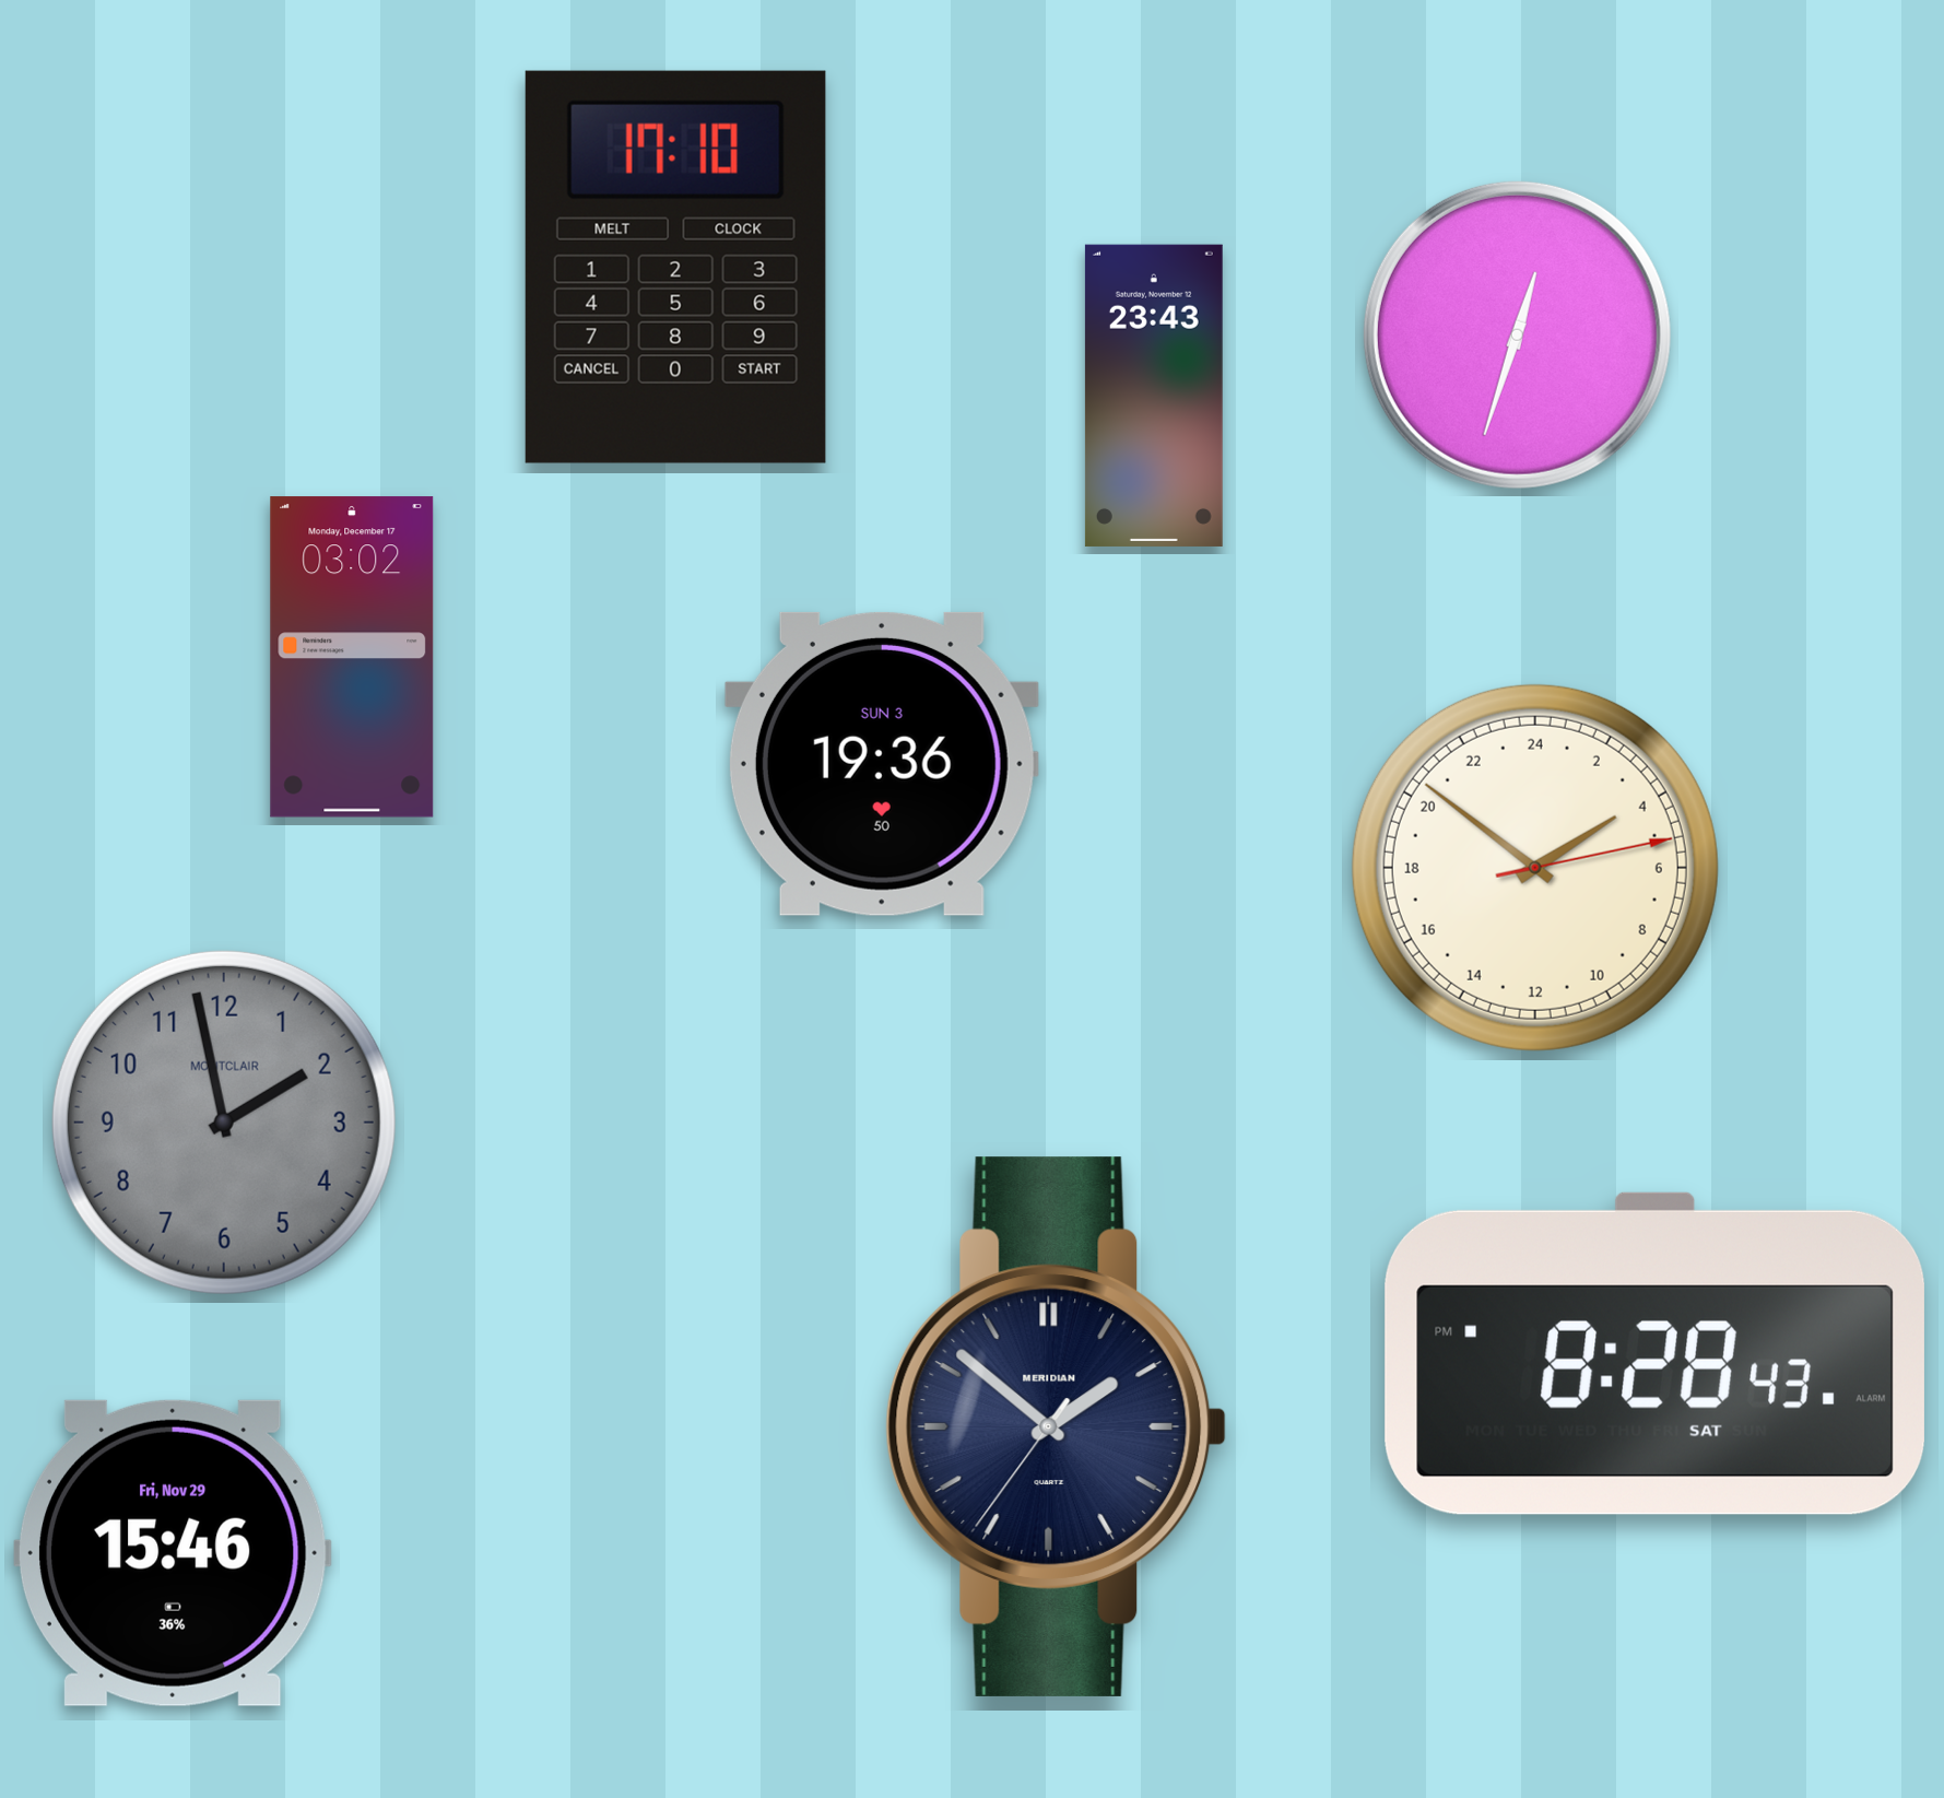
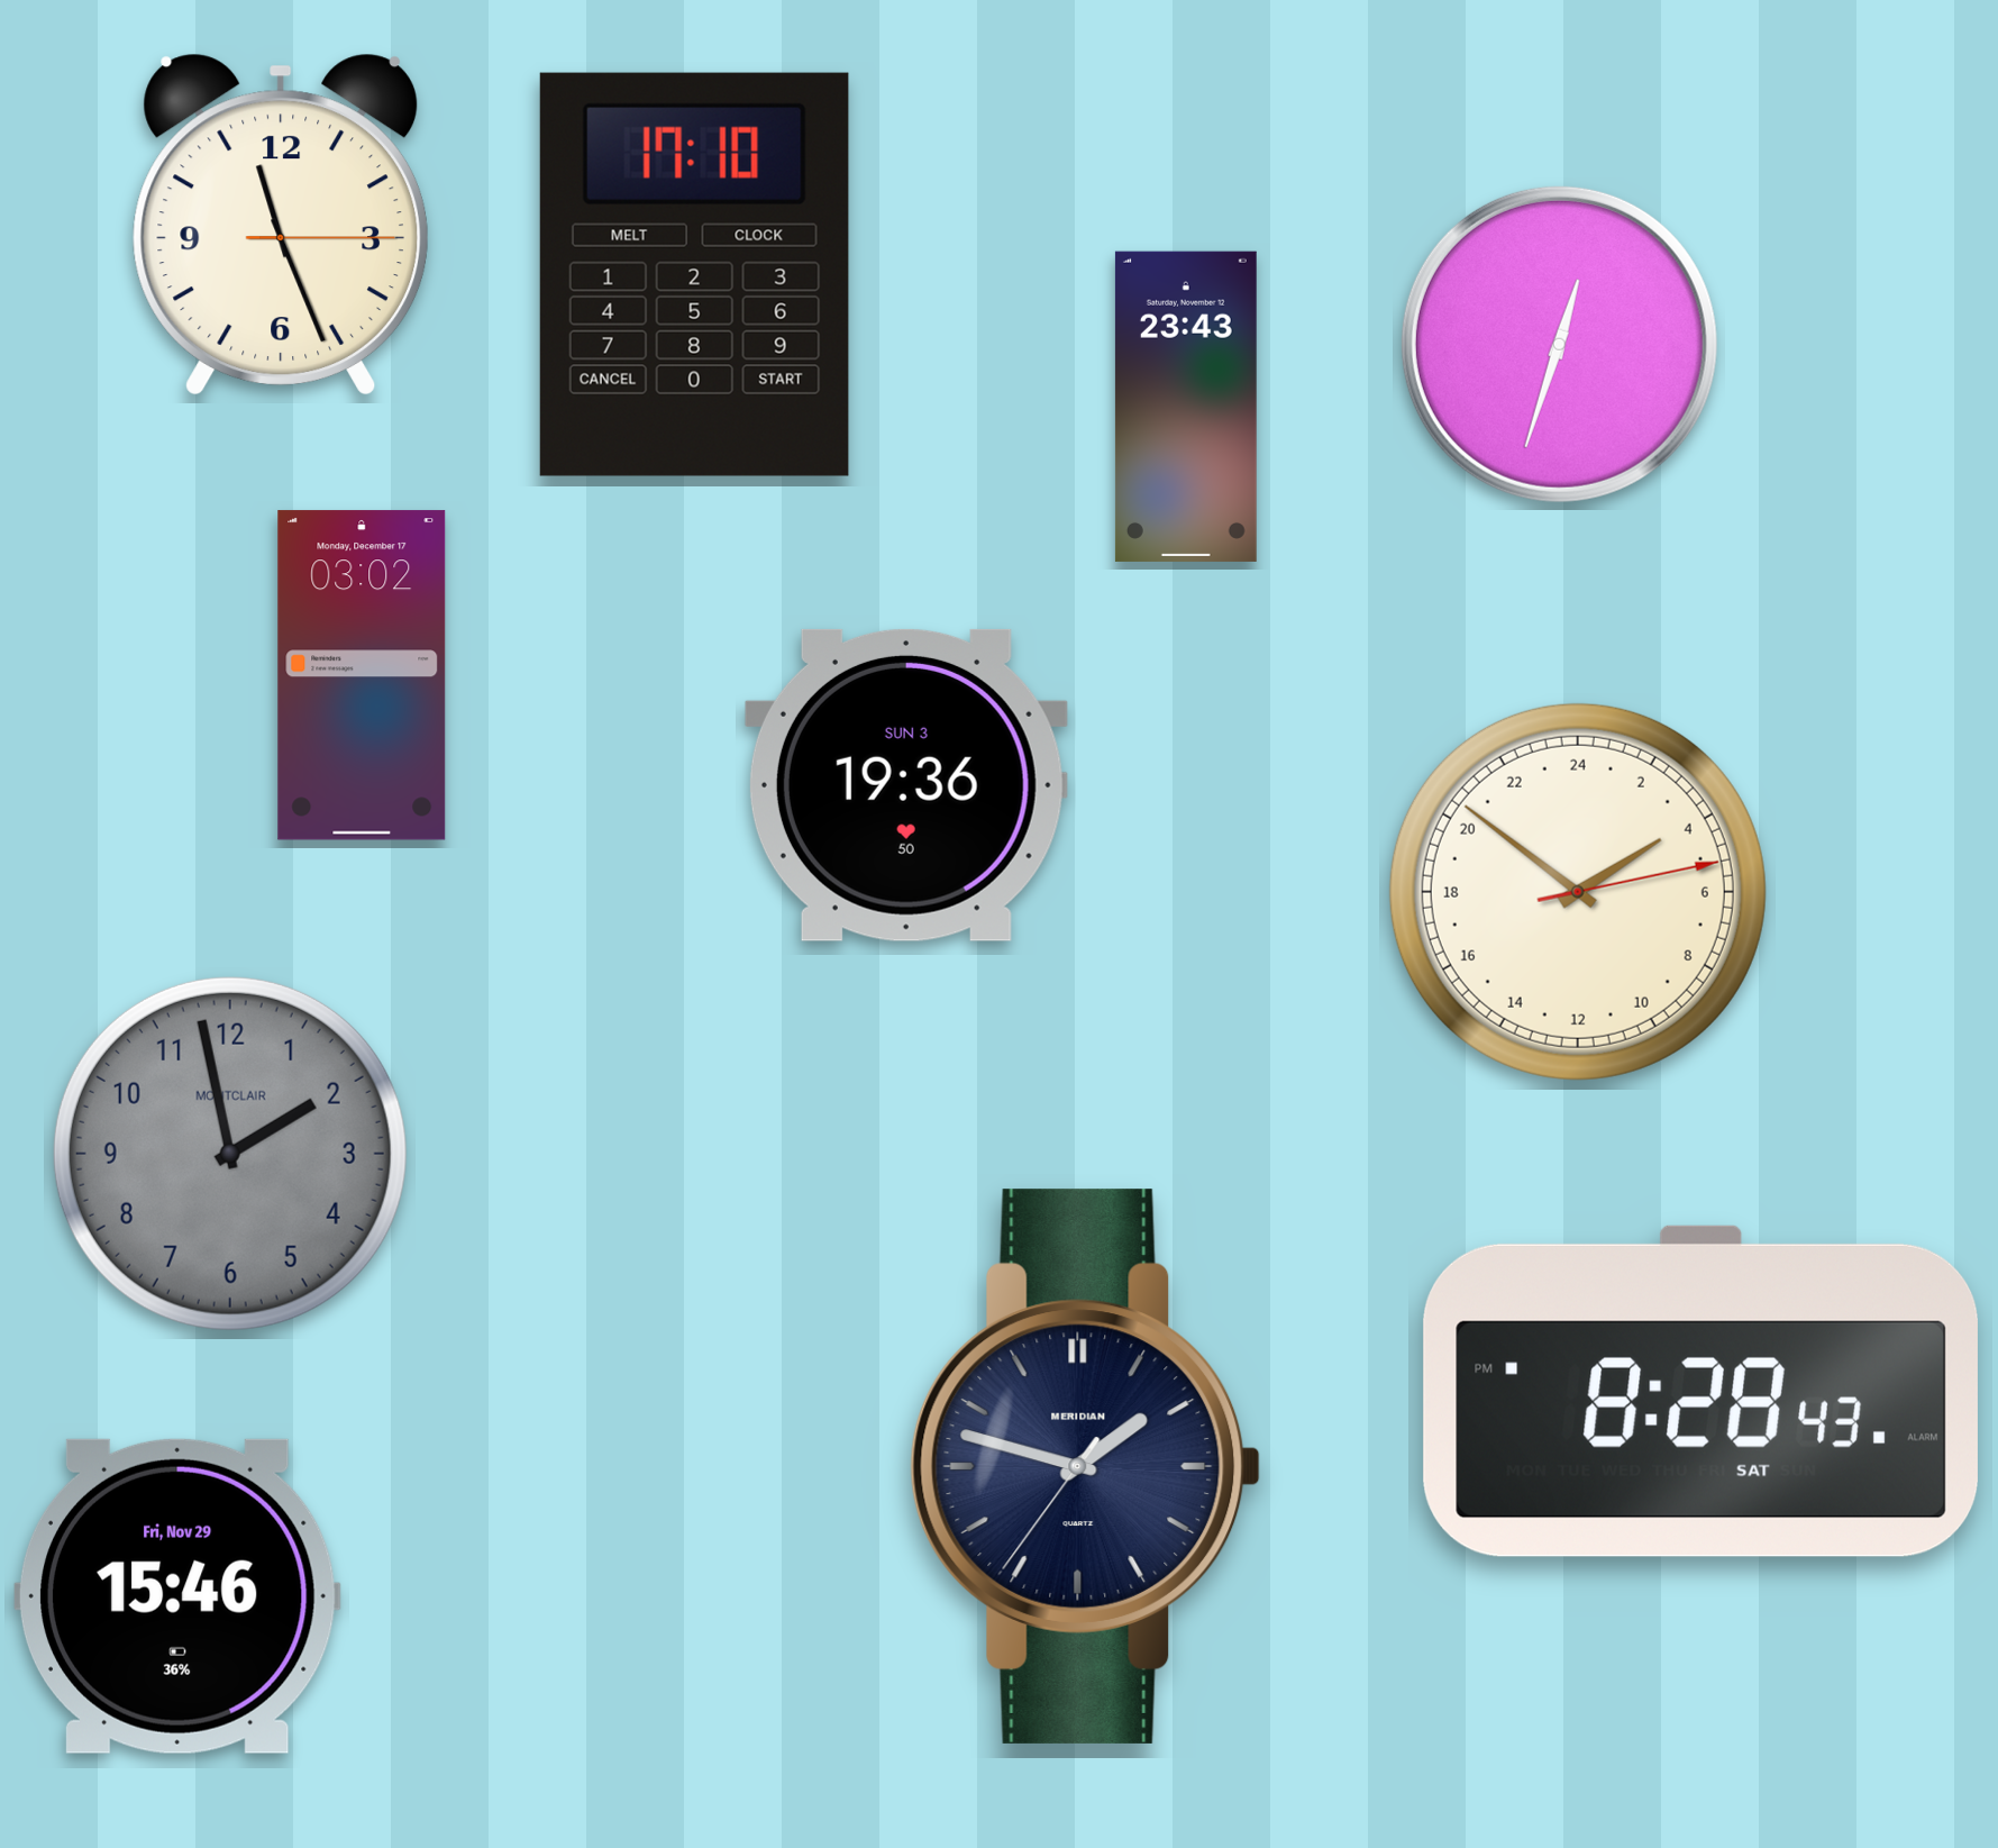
clock at (281, 225): none -> 11:26
clock at (1057, 1426): 1:51 -> 1:47
